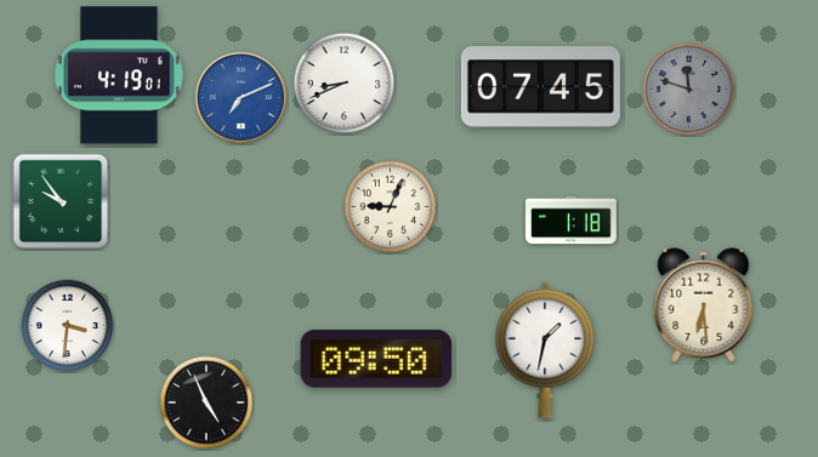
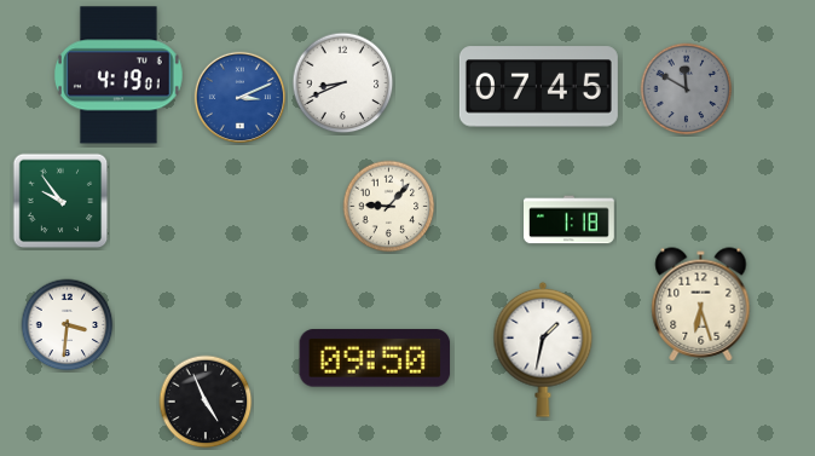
clock at (689, 90): 11:48 -> 11:50
clock at (240, 97): 7:11 -> 3:11
clock at (391, 207): 9:04 -> 9:07
clock at (704, 305): 6:29 -> 6:27
